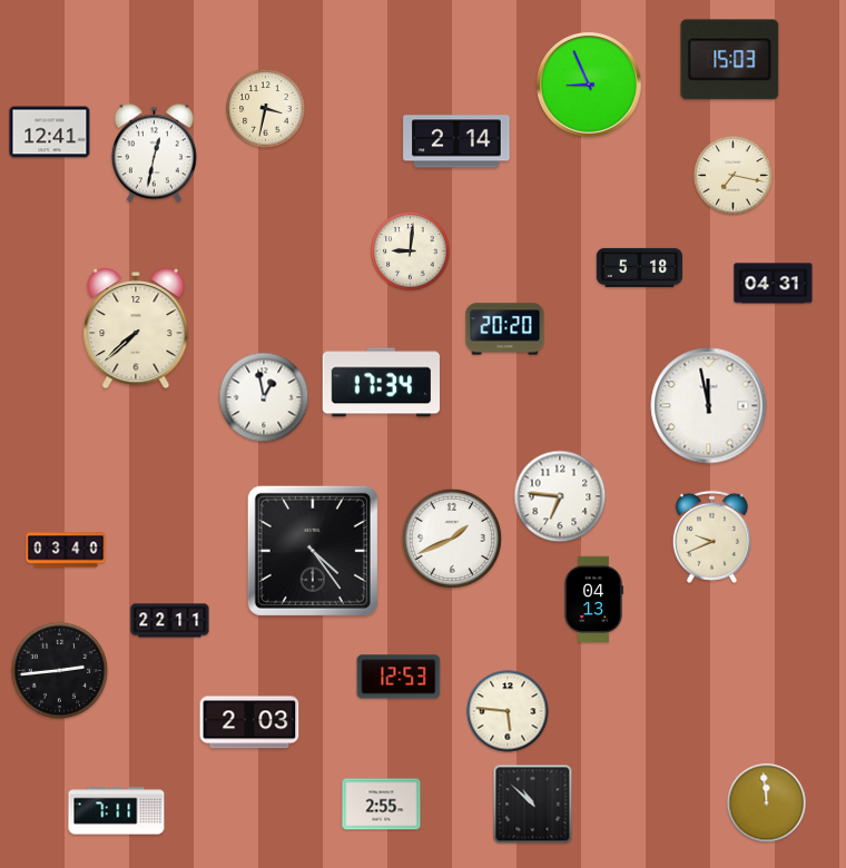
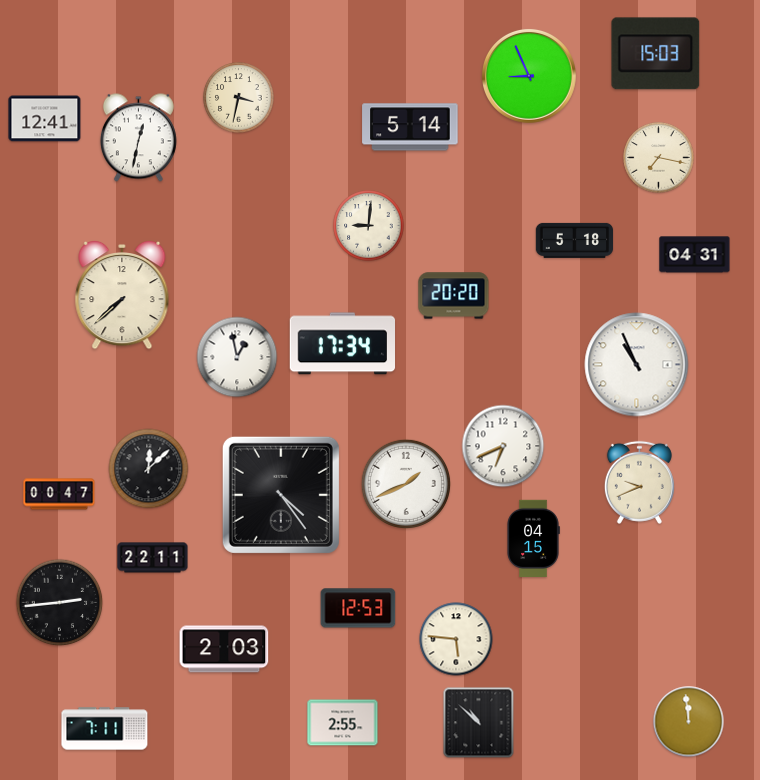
clock at (456, 141): 2:14 -> 5:14
clock at (709, 406): 11:58 -> 10:56
clock at (560, 496): 6:46 -> 6:41
clock at (149, 469): none -> 12:08
clock at (66, 550): 03:40 -> 00:47
clock at (593, 600): 04:13 -> 04:15
clock at (60, 671) position: (60, 671) -> (60, 603)
